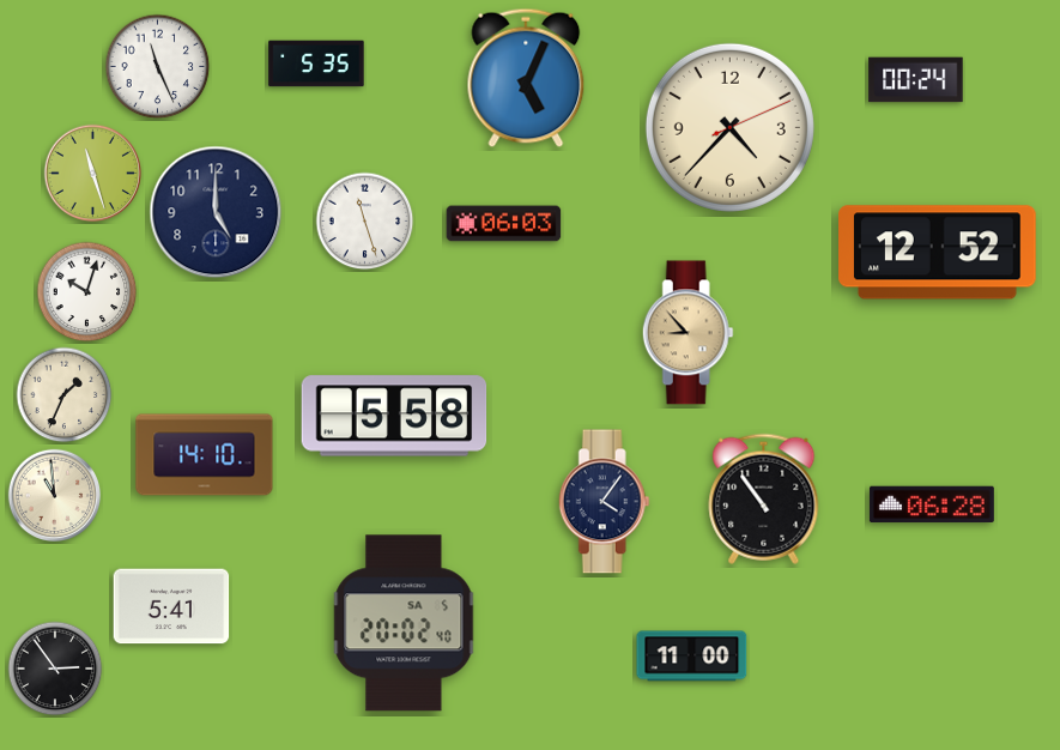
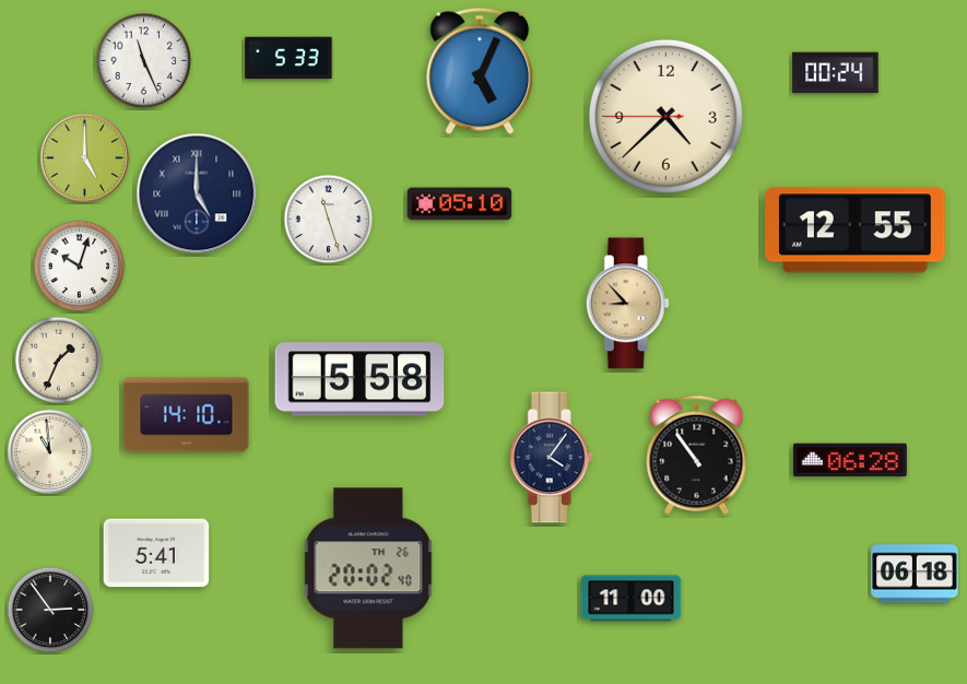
clock at (316, 63): 5:35 -> 5:33
clock at (729, 127): 4:37:11 -> 4:37:45
clock at (93, 174): 11:27 -> 5:00
clock at (216, 212) numerals: Arabic -> Roman
clock at (365, 222) position: (365, 222) -> (329, 220)
clock at (504, 224): 06:03 -> 05:10
clock at (938, 253): 12:52 -> 12:55
clock at (404, 623) date: SA 5 -> TH 26
clock at (915, 574): none -> 06:18
